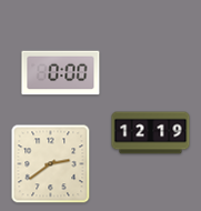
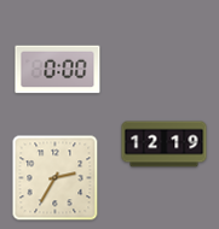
clock at (61, 73) position: (61, 73) -> (58, 70)
clock at (51, 164): 2:39 -> 2:35
